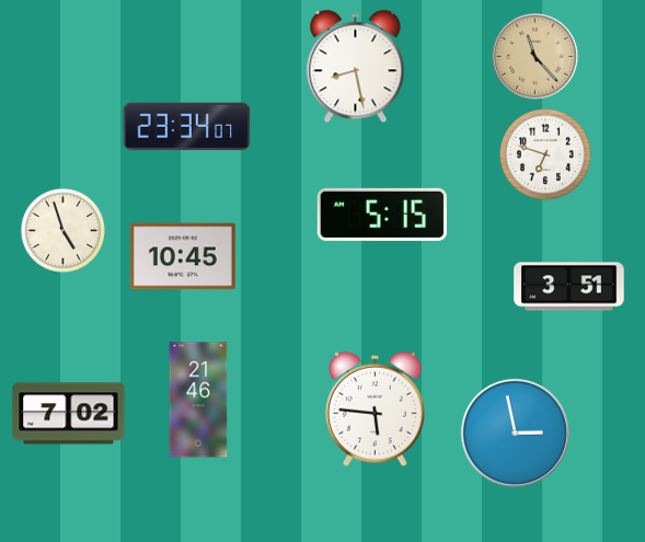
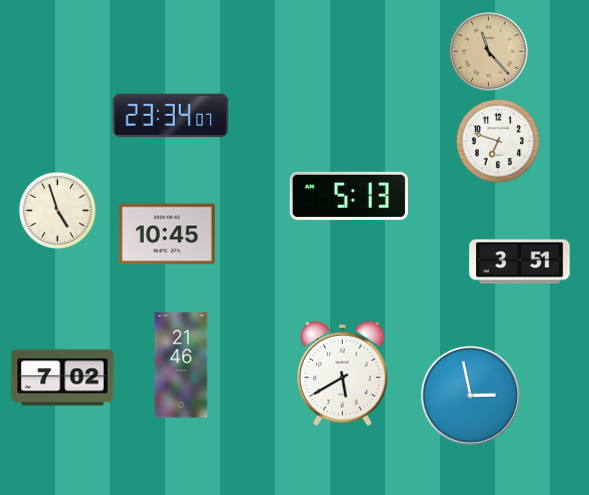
clock at (356, 67): 8:28 -> none
clock at (382, 215): 5:15 -> 5:13
clock at (376, 408): 5:46 -> 5:40
